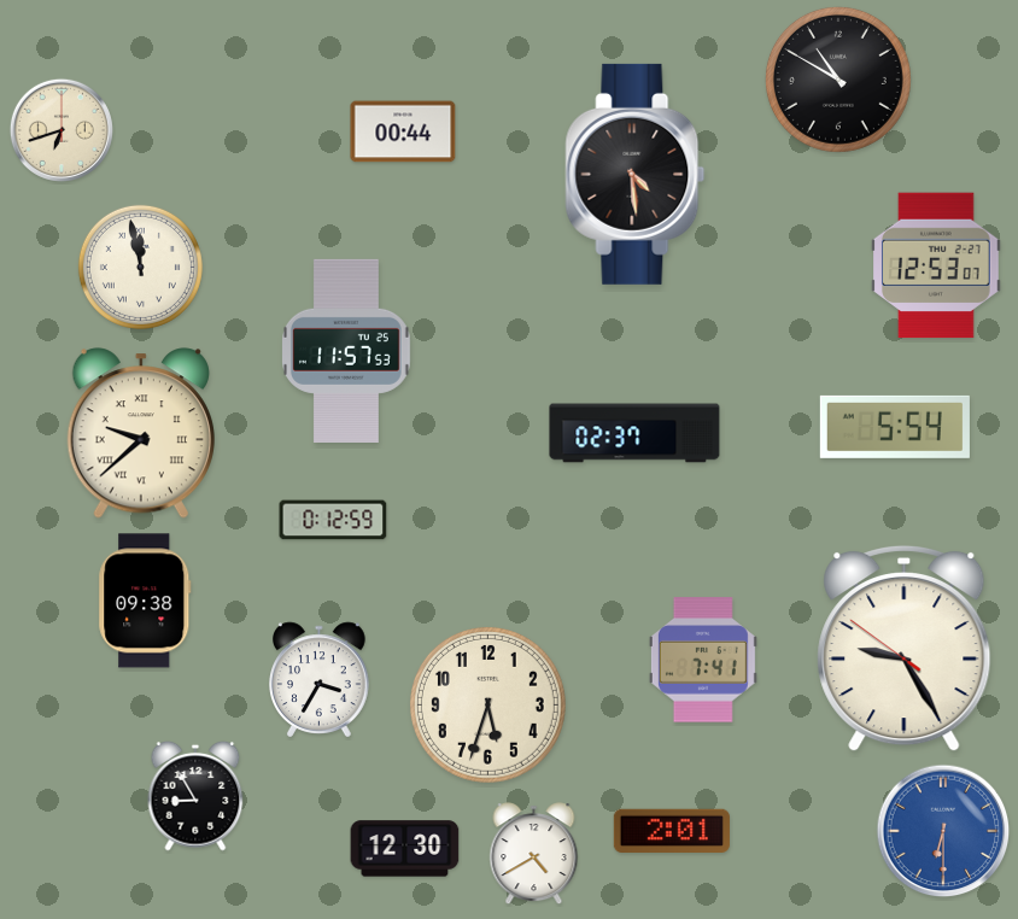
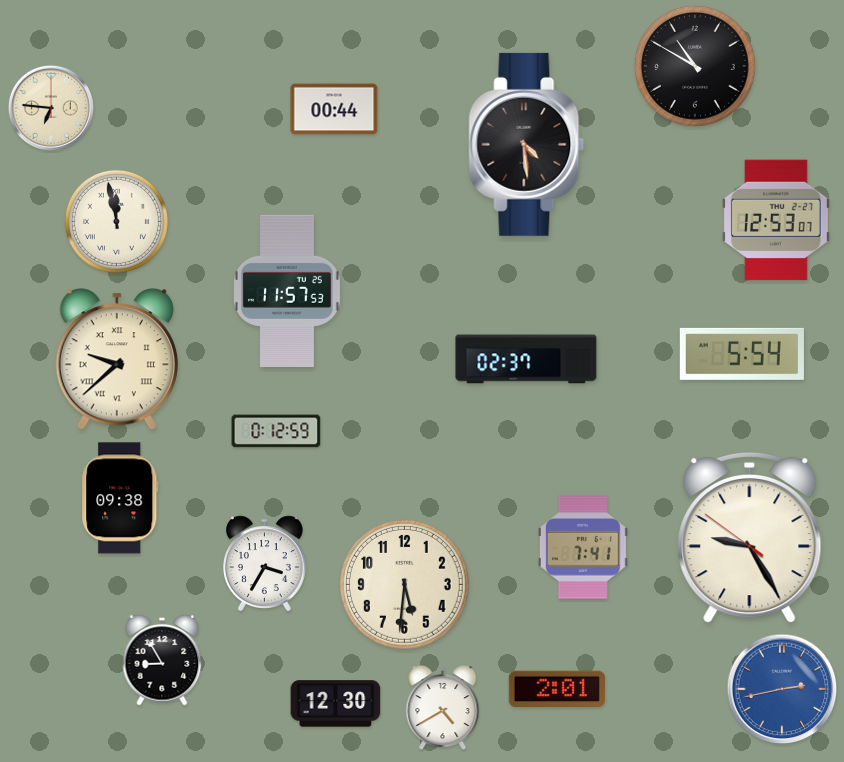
clock at (62, 130): 6:42 -> 6:46
clock at (487, 704): 5:33 -> 5:31
clock at (943, 831): 6:30 -> 2:43
